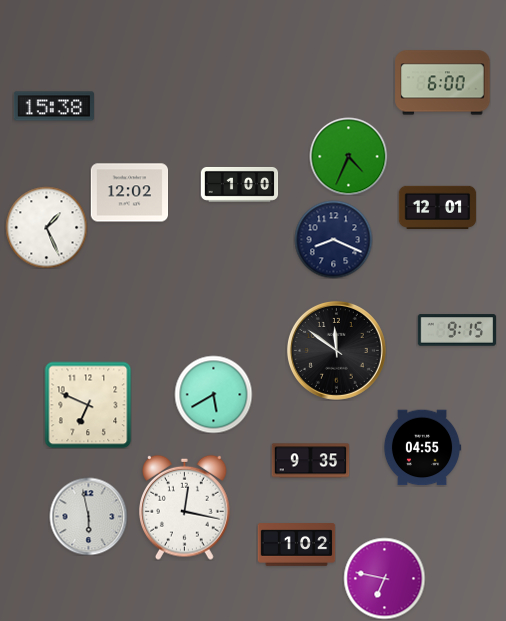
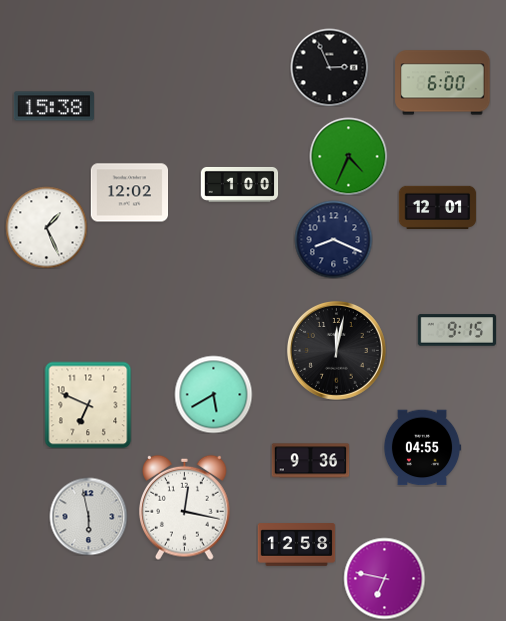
clock at (329, 67): none -> 2:56
clock at (336, 350): 11:51 -> 12:02
clock at (310, 461): 9:35 -> 9:36
clock at (296, 545): 1:02 -> 12:58
